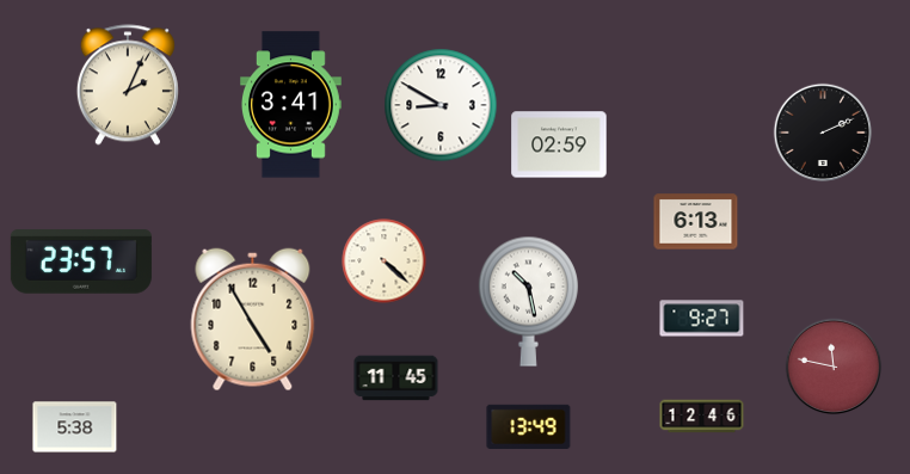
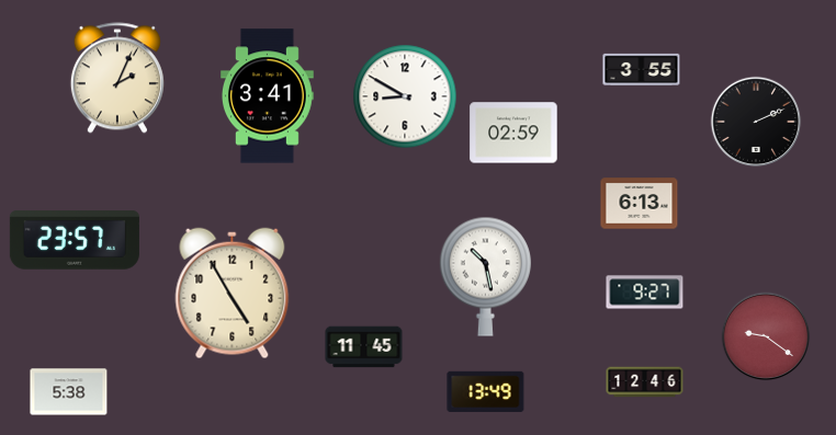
clock at (642, 69): none -> 3:55
clock at (385, 261): 4:22 -> none
clock at (834, 367): 11:47 -> 9:21
